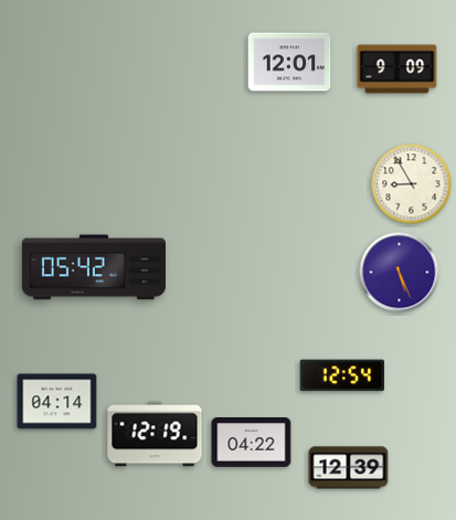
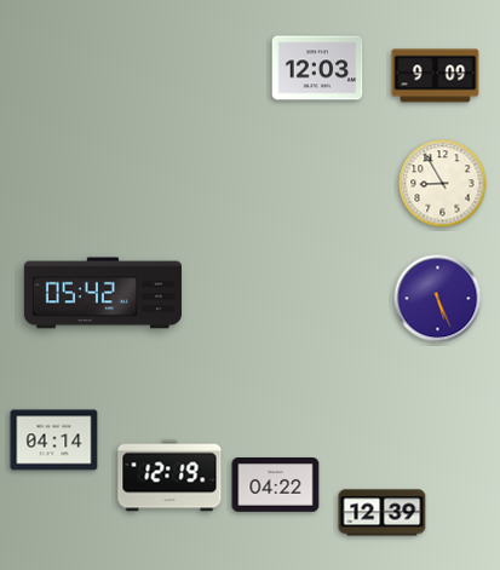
clock at (289, 62): 12:01 -> 12:03
clock at (412, 184) position: (412, 184) -> (443, 184)
clock at (341, 375): 12:54 -> none
clock at (57, 402) position: (57, 402) -> (54, 441)
